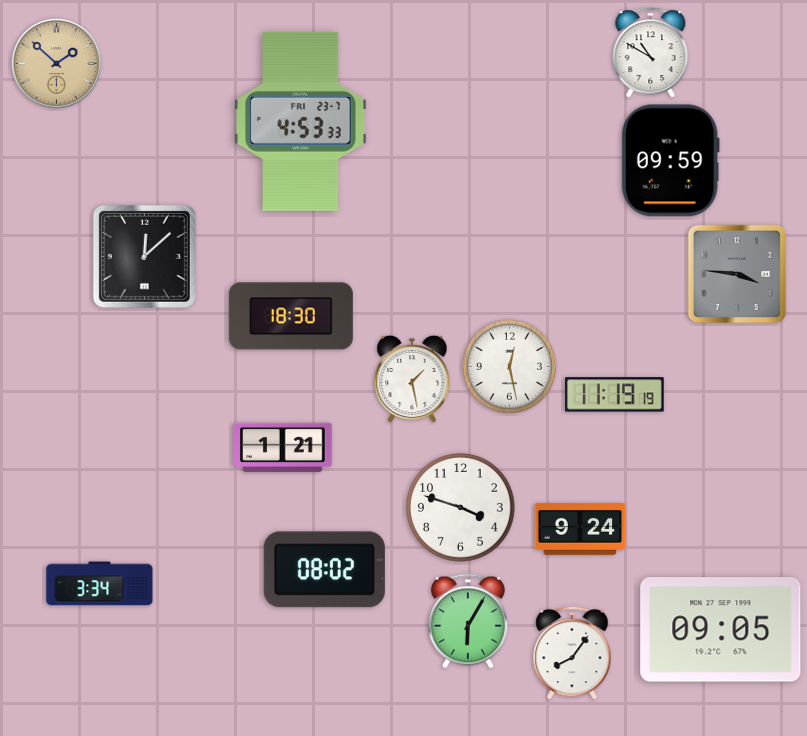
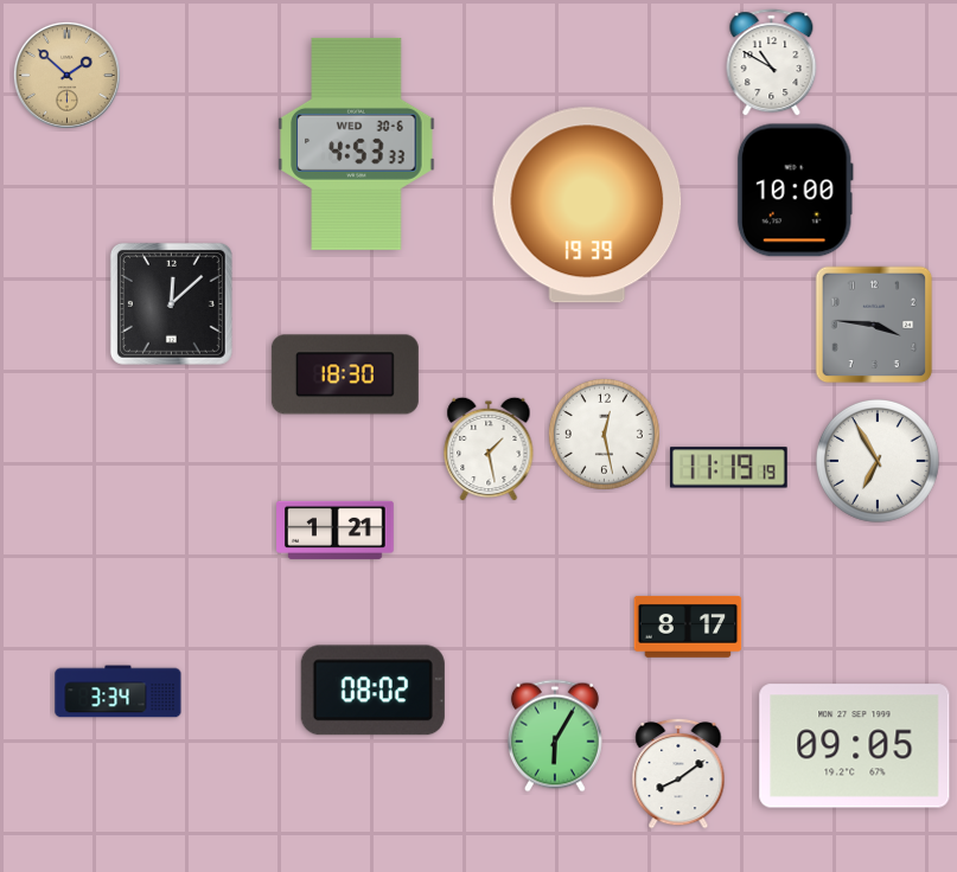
clock at (301, 121) date: FRI 23-7 -> WED 30-6
clock at (670, 161): 09:59 -> 10:00
clock at (587, 205): none -> 19:39
clock at (878, 461): none -> 6:55
clock at (461, 508): 3:48 -> none
clock at (580, 529): 9:24 -> 8:17
clock at (324, 570) position: (324, 570) -> (372, 691)
clock at (572, 653): 8:06 -> 8:09
